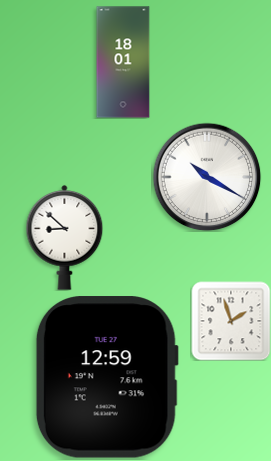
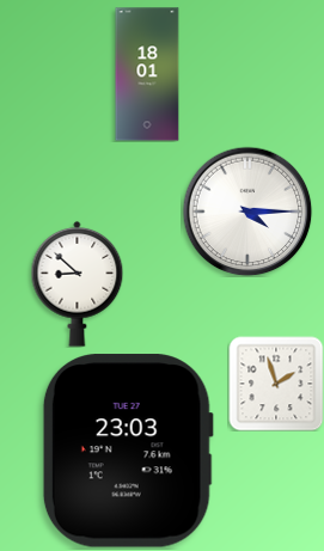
clock at (207, 177): 10:20 -> 4:15
clock at (107, 377): 12:59 -> 23:03
